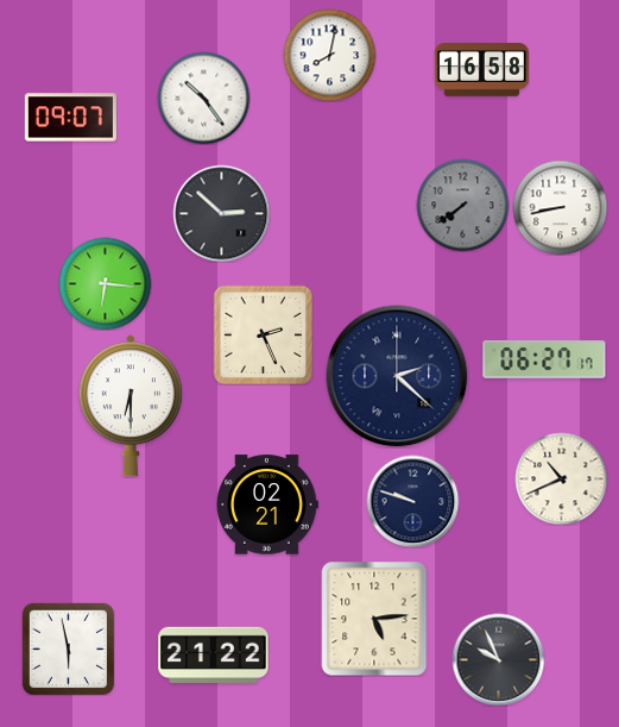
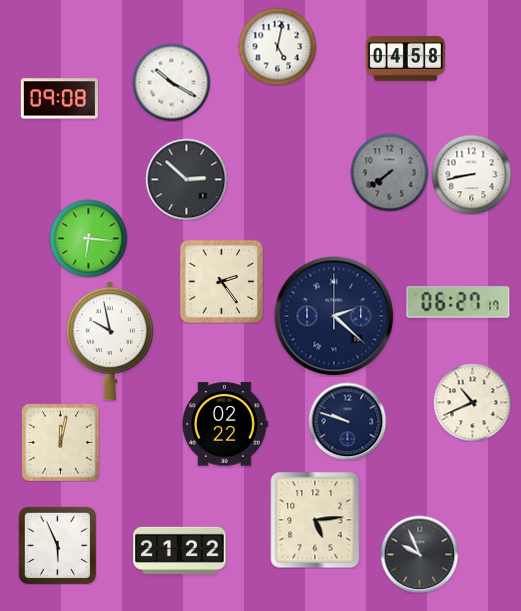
clock at (329, 55): 8:02 -> 5:02
clock at (481, 70): 16:58 -> 04:58
clock at (203, 98): 10:24 -> 10:20
clock at (70, 118): 09:07 -> 09:08
clock at (263, 334): 2:26 -> 2:24
clock at (131, 406): 6:30 -> 9:58
clock at (267, 504): 02:21 -> 02:22
clock at (60, 442): none -> 12:02
clock at (68, 648): 5:58 -> 5:56
